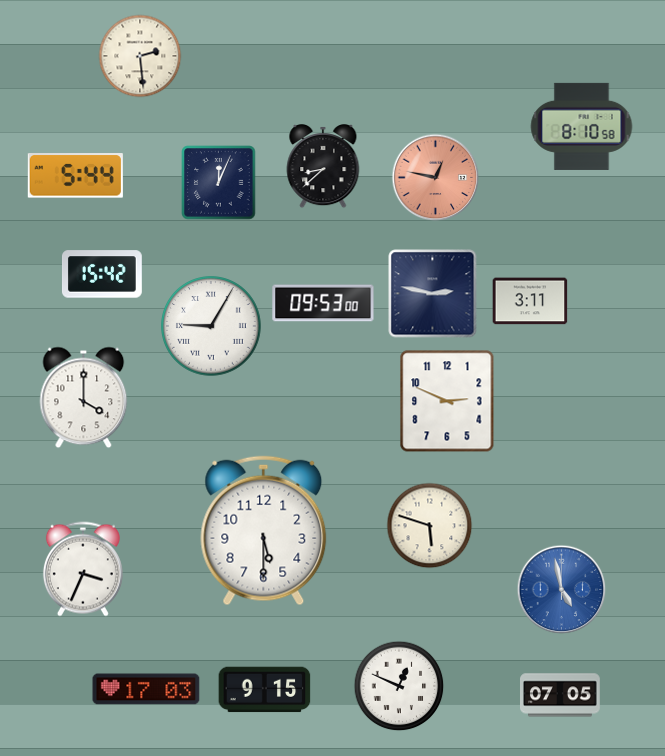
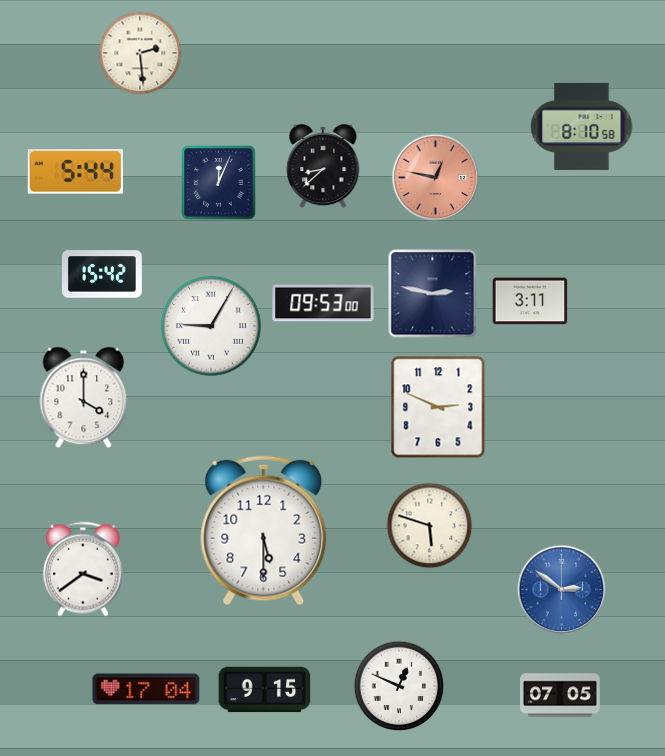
clock at (140, 56) position: (140, 56) -> (140, 53)
clock at (75, 176) position: (75, 176) -> (75, 172)
clock at (447, 401) position: (447, 401) -> (438, 407)
clock at (83, 569): 3:34 -> 3:39
clock at (562, 590): 4:58 -> 2:51
clock at (146, 689): 17:03 -> 17:04
